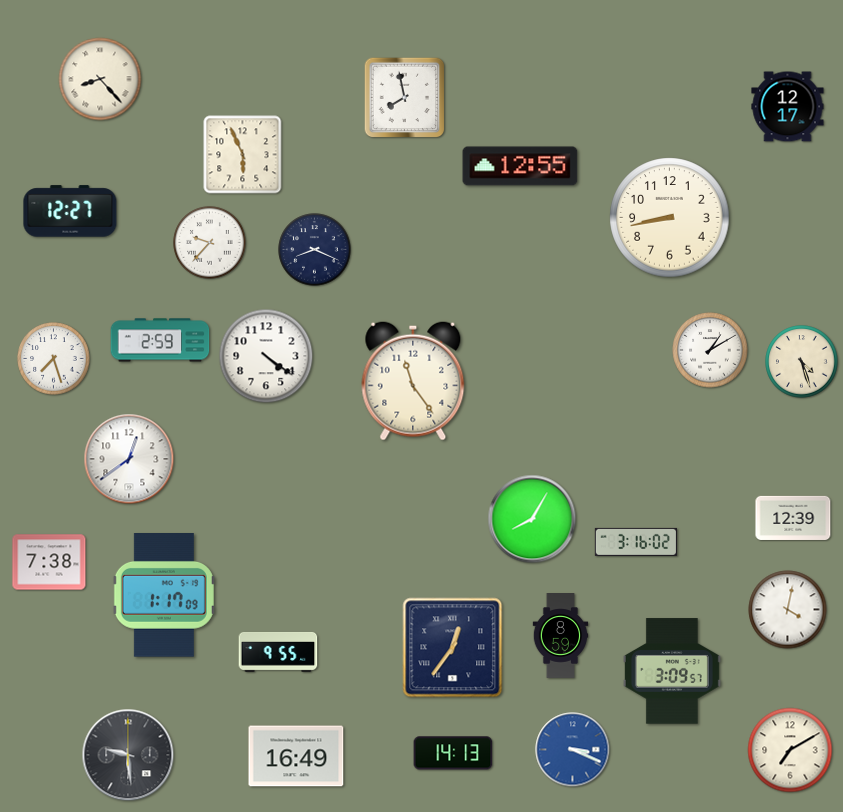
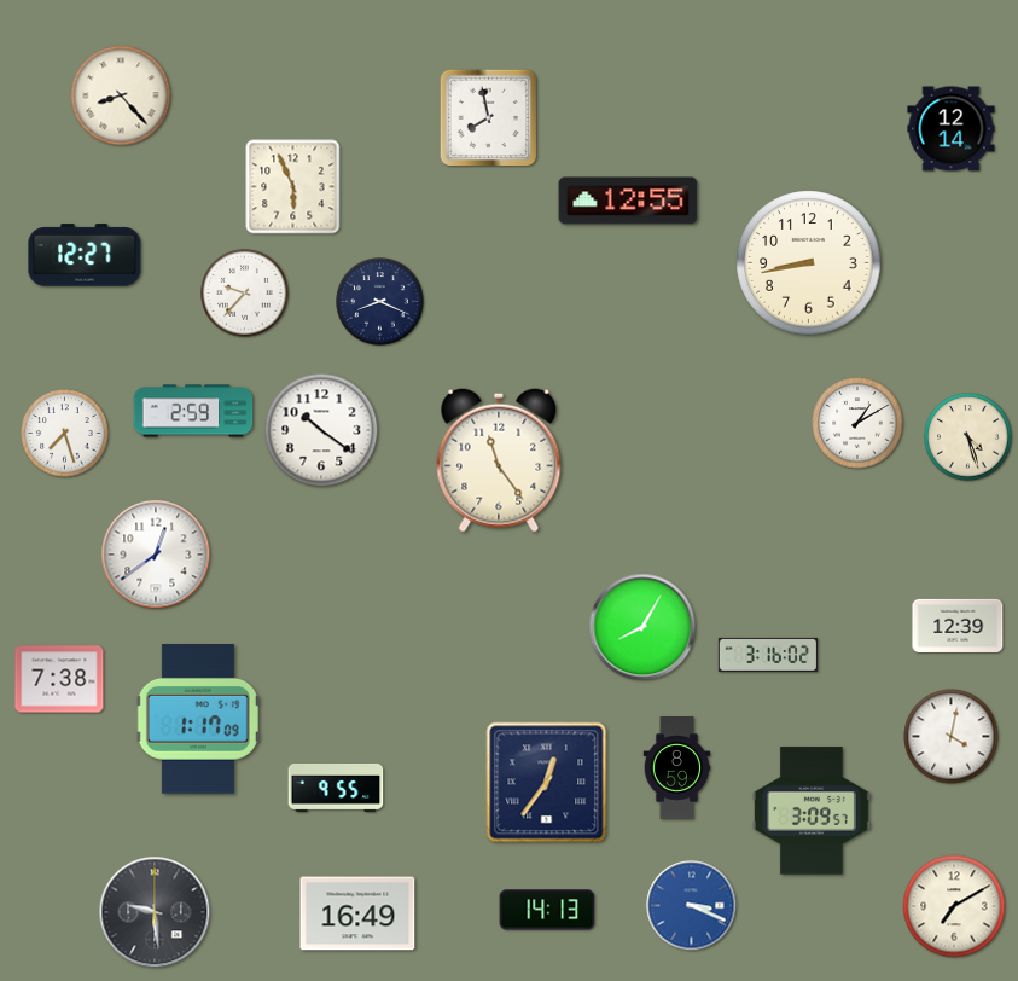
clock at (788, 107): 12:17 -> 12:14
clock at (210, 243) position: (210, 243) -> (245, 294)
clock at (266, 356): 4:21 -> 10:21
